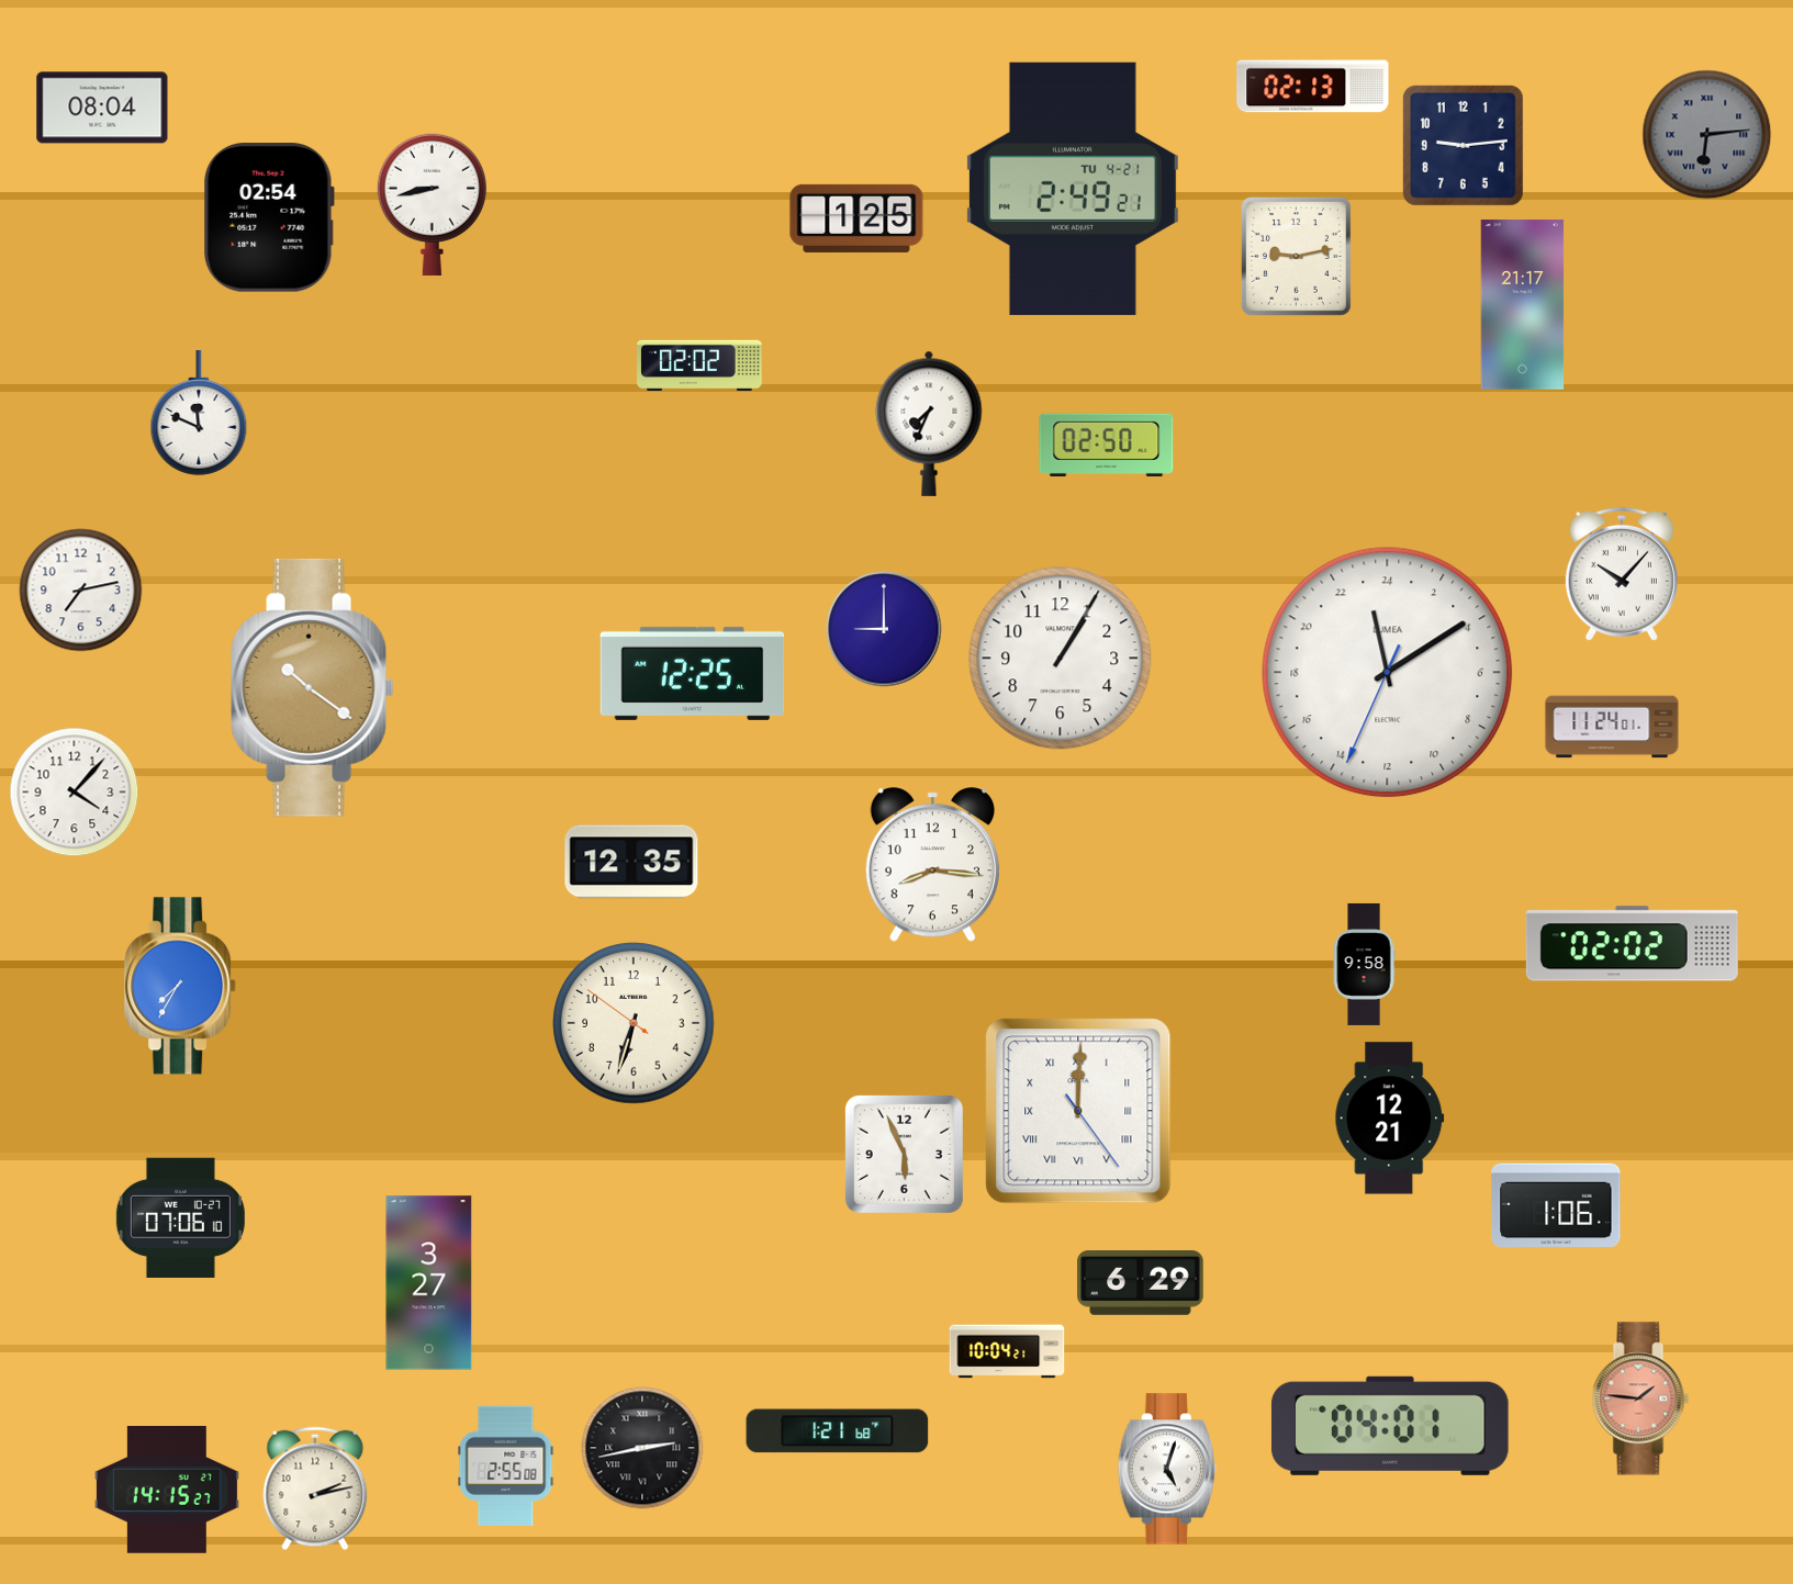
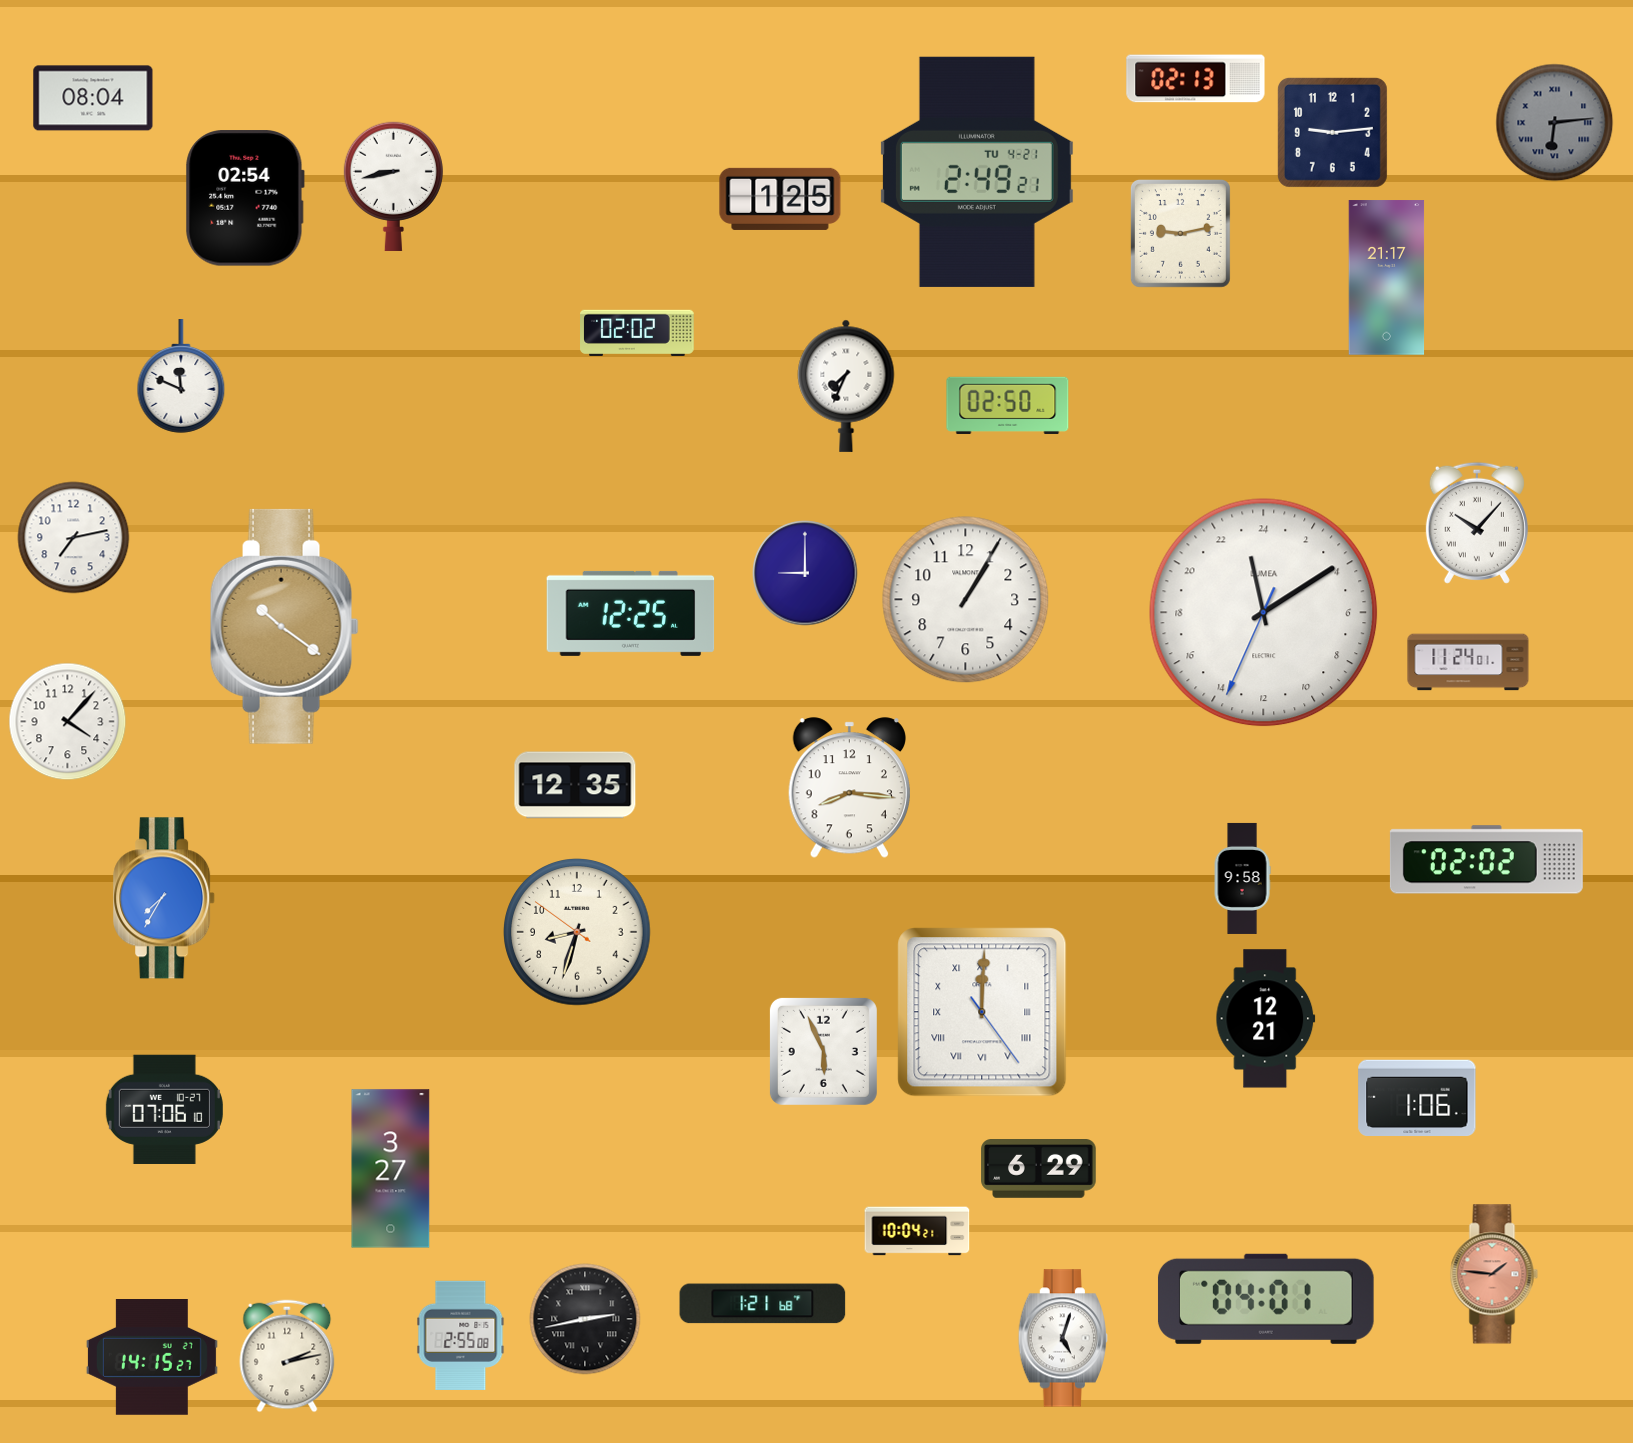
clock at (634, 1023): 6:32 -> 8:32
